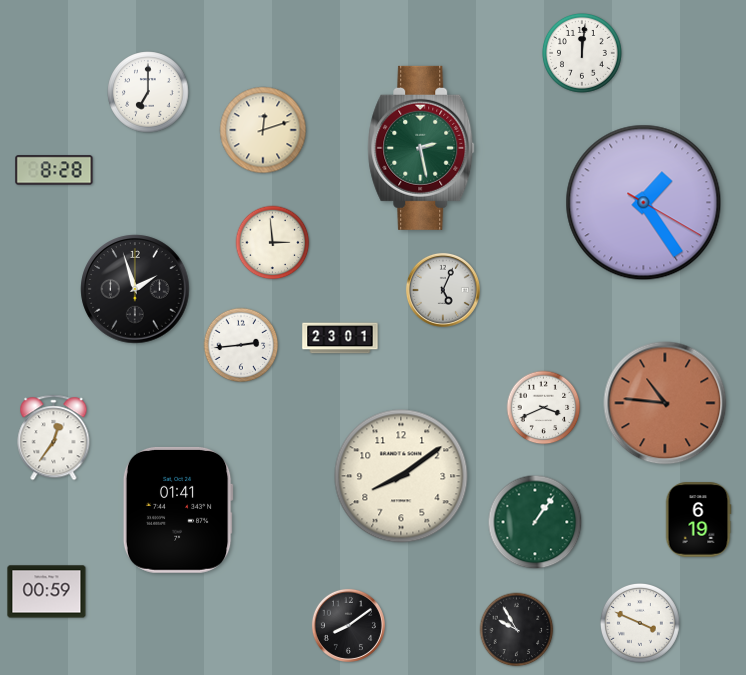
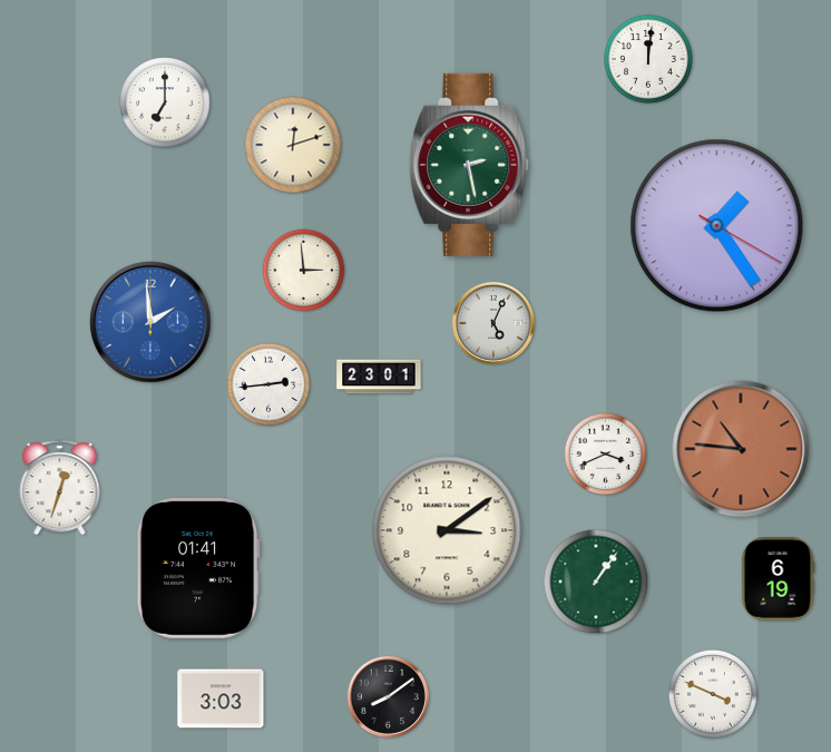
clock at (54, 170): 8:28 -> none
clock at (135, 289): 1:57 -> 1:59
clock at (135, 289) dial: black -> blue
clock at (54, 438): 12:36 -> 12:33
clock at (401, 476): 8:09 -> 3:09
clock at (47, 592): 00:59 -> none
clock at (221, 699): none -> 3:03
clock at (517, 630): 9:55 -> none
